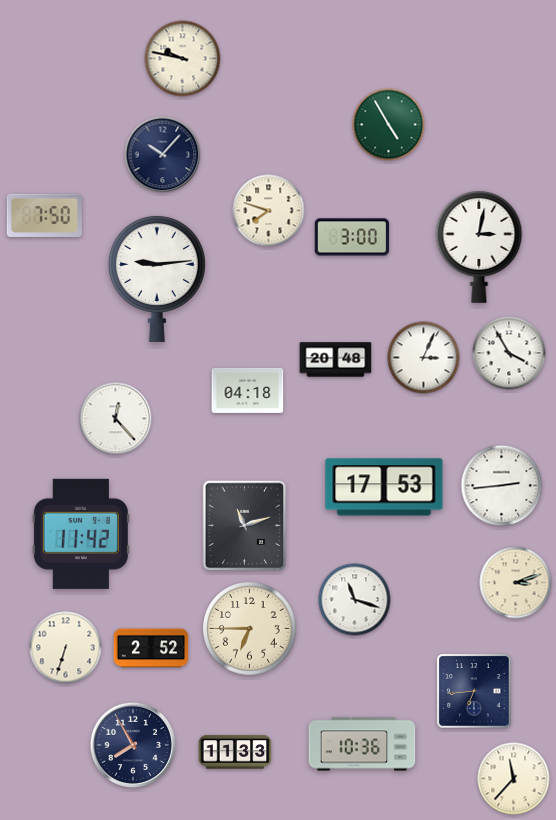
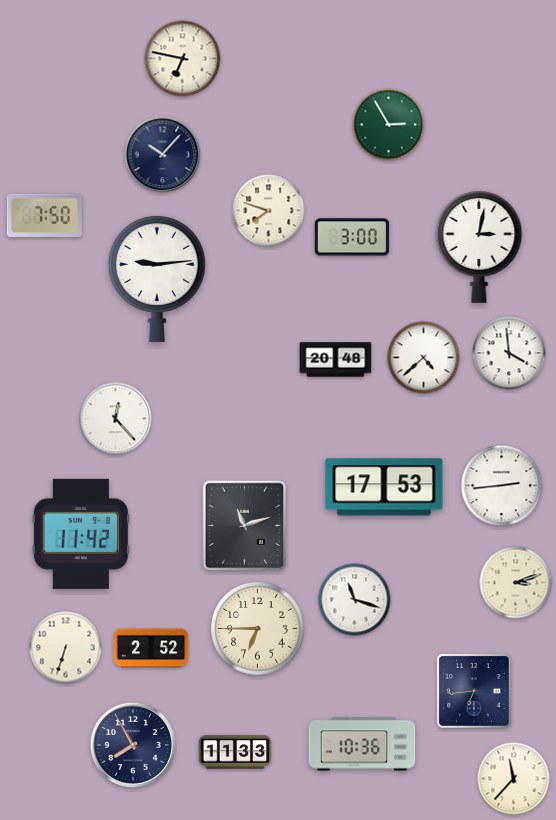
clock at (183, 59): 9:47 -> 6:47
clock at (389, 125): 4:55 -> 2:55
clock at (509, 353): 3:55 -> 3:59
clock at (424, 358): 3:04 -> 4:38
clock at (248, 390): 04:18 -> none
clock at (250, 629) position: (250, 629) -> (258, 629)
